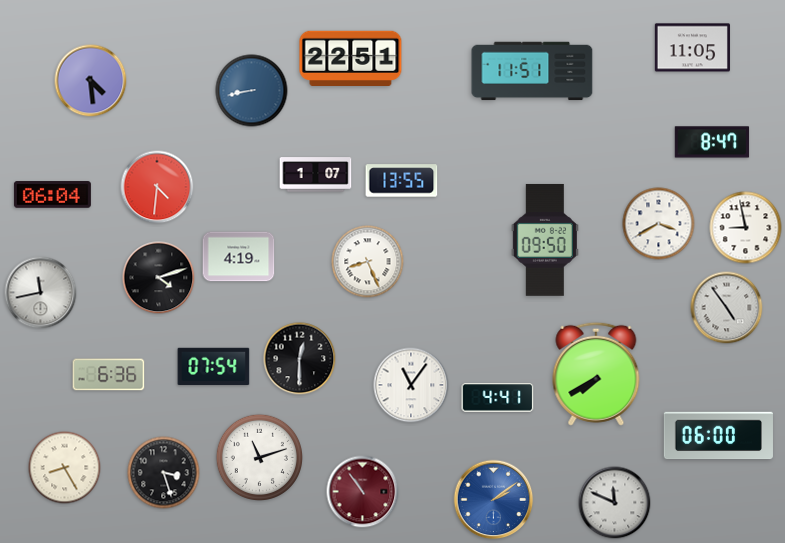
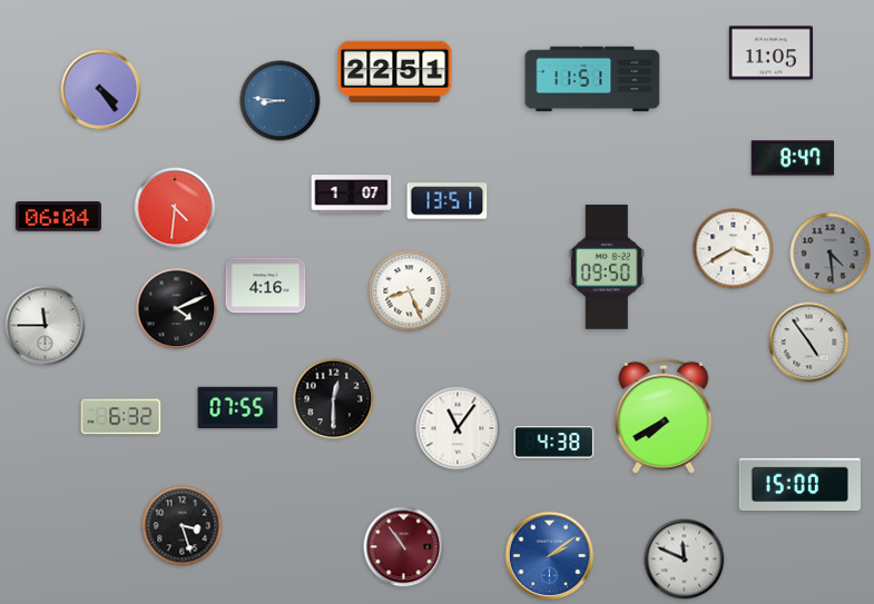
clock at (351, 58) position: (351, 58) -> (395, 71)
clock at (91, 81): 4:29 -> 4:24
clock at (252, 91): 8:43 -> 8:46
clock at (402, 181): 13:55 -> 13:51
clock at (746, 228): 8:58 -> 4:29
clock at (746, 228) dial: white -> grey
clock at (239, 257): 4:19 -> 4:16
clock at (159, 278): 4:12 -> 4:11
clock at (41, 293): 11:43 -> 11:45
clock at (214, 367): 07:54 -> 07:55
clock at (109, 375): 6:36 -> 6:32
clock at (498, 398): 4:41 -> 4:38
clock at (718, 436): 06:00 -> 15:00
clock at (260, 458): 11:12 -> none
clock at (65, 468): 8:25 -> none
